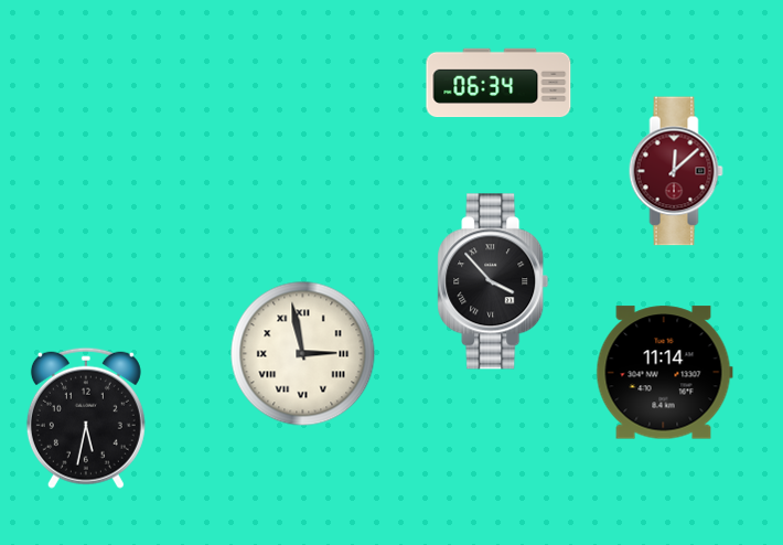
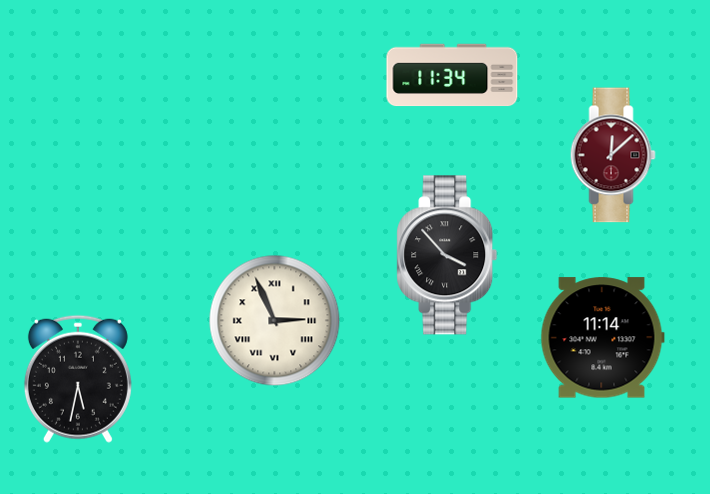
clock at (498, 83): 06:34 -> 11:34
clock at (303, 354): 2:58 -> 2:56
